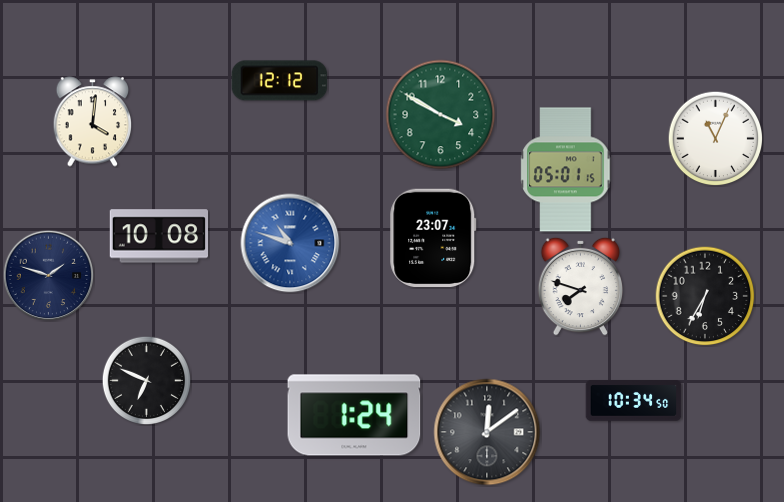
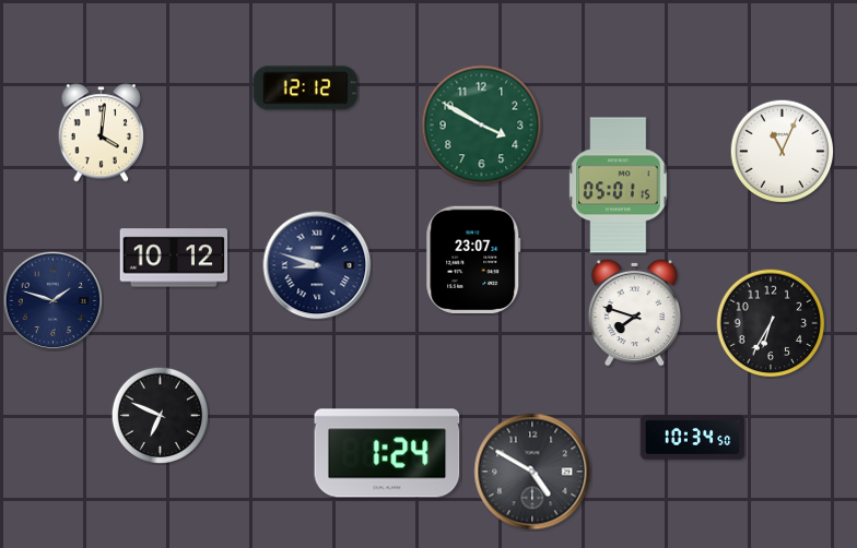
clock at (159, 236): 10:08 -> 10:12
clock at (290, 243): 10:48 -> 8:48
clock at (290, 243) dial: blue -> navy
clock at (487, 432): 12:09 -> 4:50
